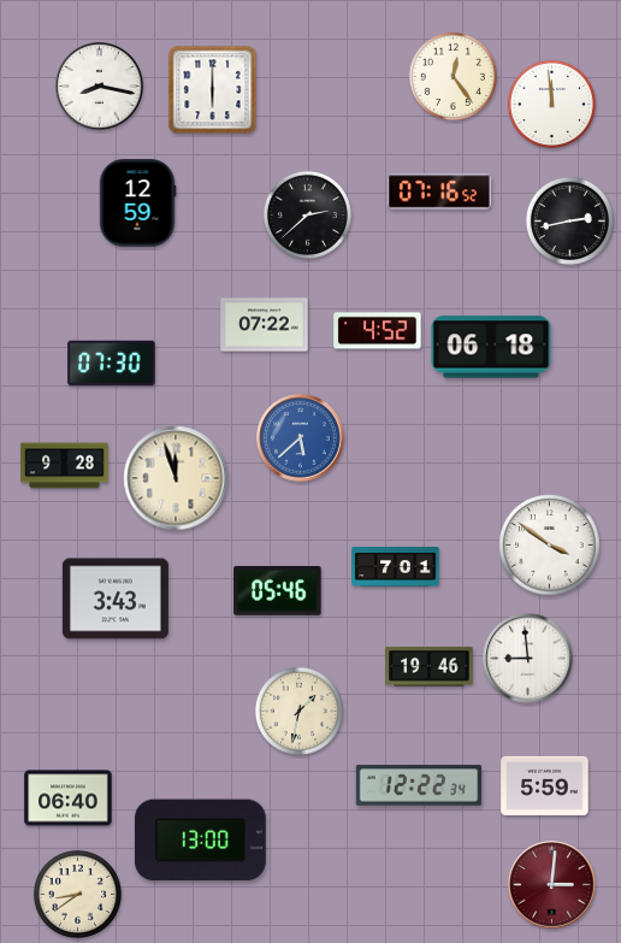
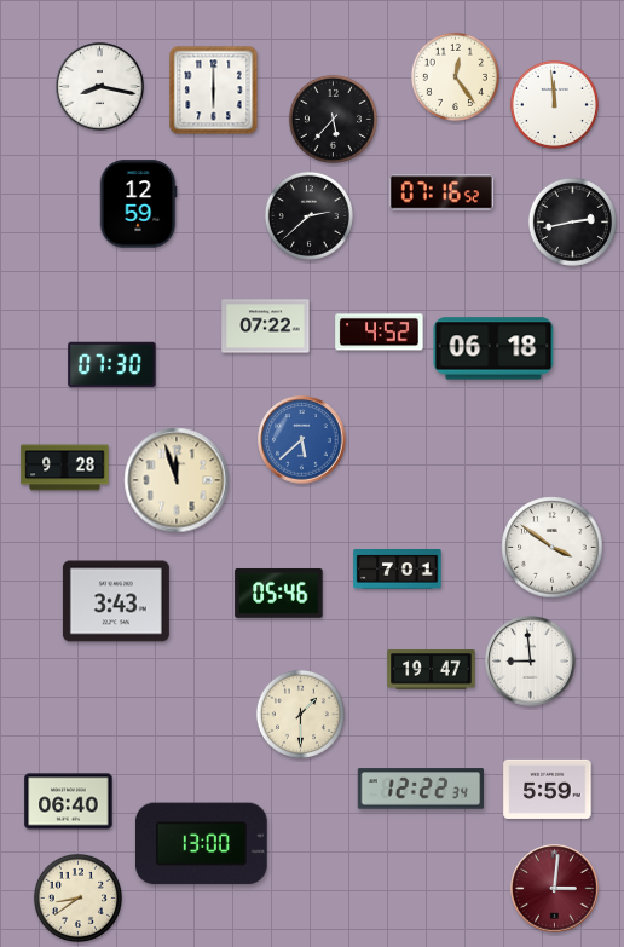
clock at (333, 119): none -> 5:37
clock at (430, 667): 19:46 -> 19:47
clock at (298, 711): 1:32 -> 1:30
